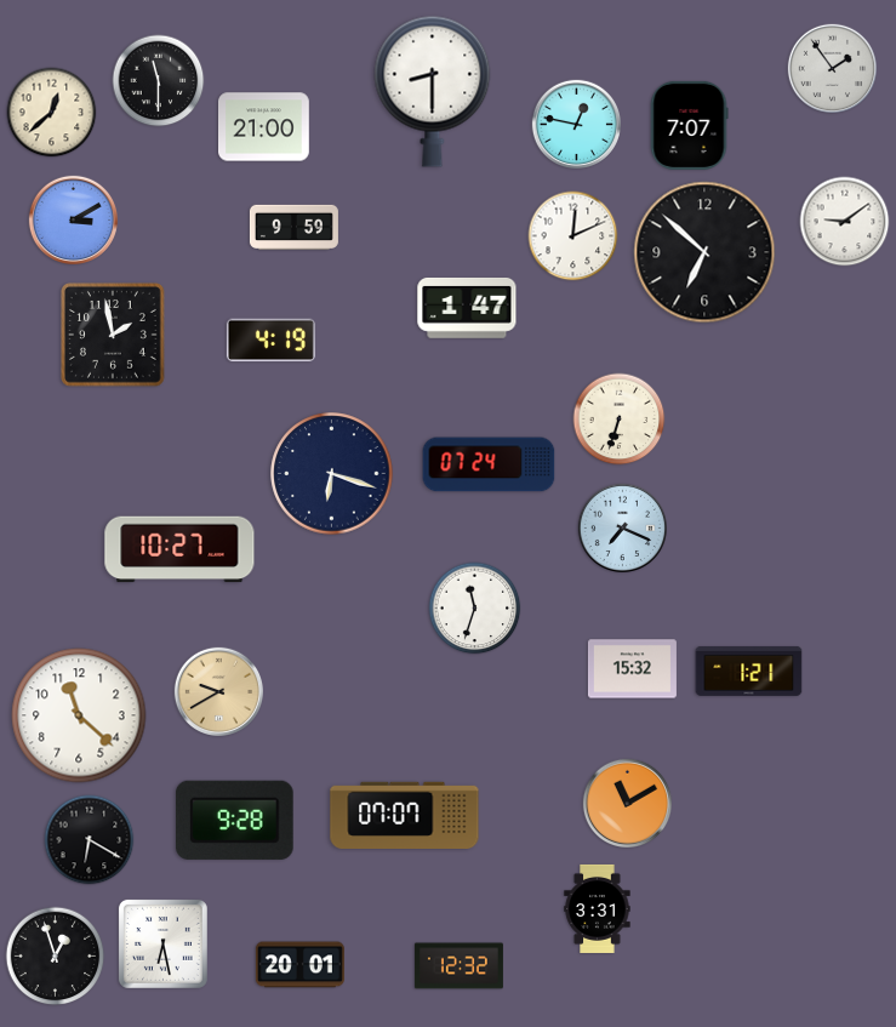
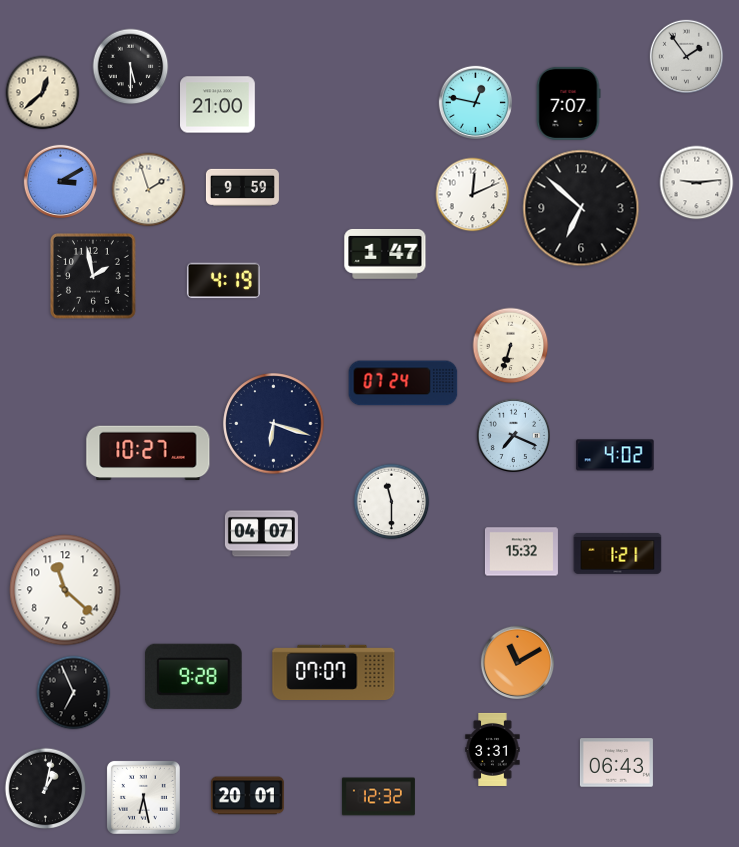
clock at (159, 81): 11:30 -> 5:30
clock at (433, 91): 8:30 -> none
clock at (845, 222): 9:09 -> 9:14
clock at (149, 190): none -> 1:57
clock at (332, 474) position: (332, 474) -> (274, 424)
clock at (615, 455): none -> 4:02
clock at (475, 609): 11:33 -> 11:30
clock at (261, 534): none -> 04:07
clock at (218, 691): 9:40 -> none
clock at (90, 840): 6:20 -> 6:56
clock at (616, 763): none -> 06:43
clock at (162, 943) position: (162, 943) -> (143, 797)
clock at (56, 957): 12:57 -> 1:02
